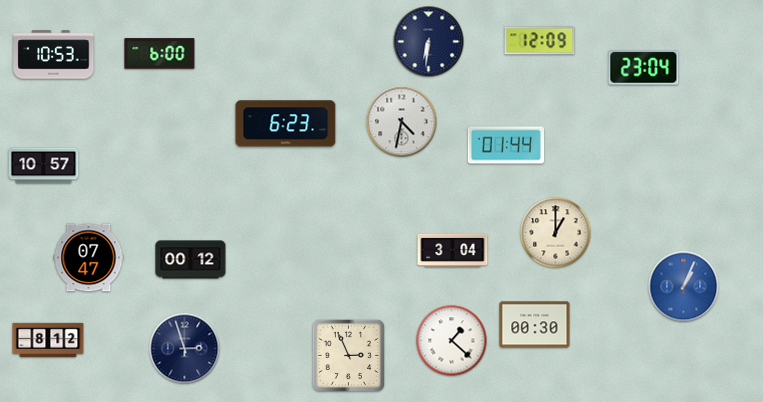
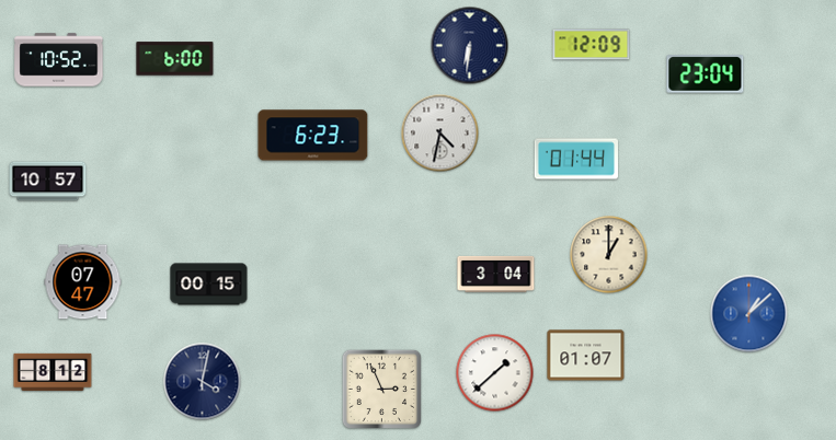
clock at (54, 55): 10:53 -> 10:52
clock at (505, 145) position: (505, 145) -> (575, 159)
clock at (89, 258) position: (89, 258) -> (83, 282)
clock at (191, 260): 00:12 -> 00:15
clock at (684, 287): 1:04 -> 1:08
clock at (535, 325): 00:30 -> 01:07
clock at (452, 341): 1:22 -> 1:38
clock at (185, 349): 2:57 -> 4:02
